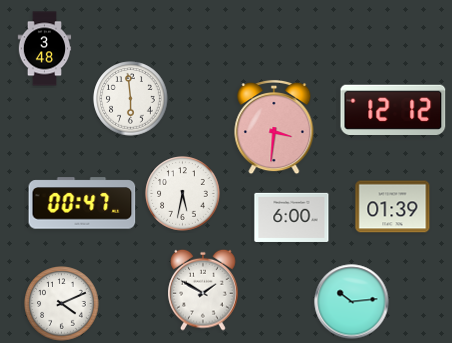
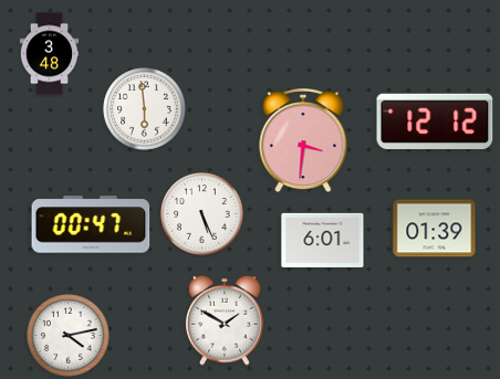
clock at (183, 194): 5:32 -> 5:26
clock at (292, 217): 6:00 -> 6:01
clock at (352, 302): 10:14 -> none
clock at (62, 304): 4:11 -> 4:13
